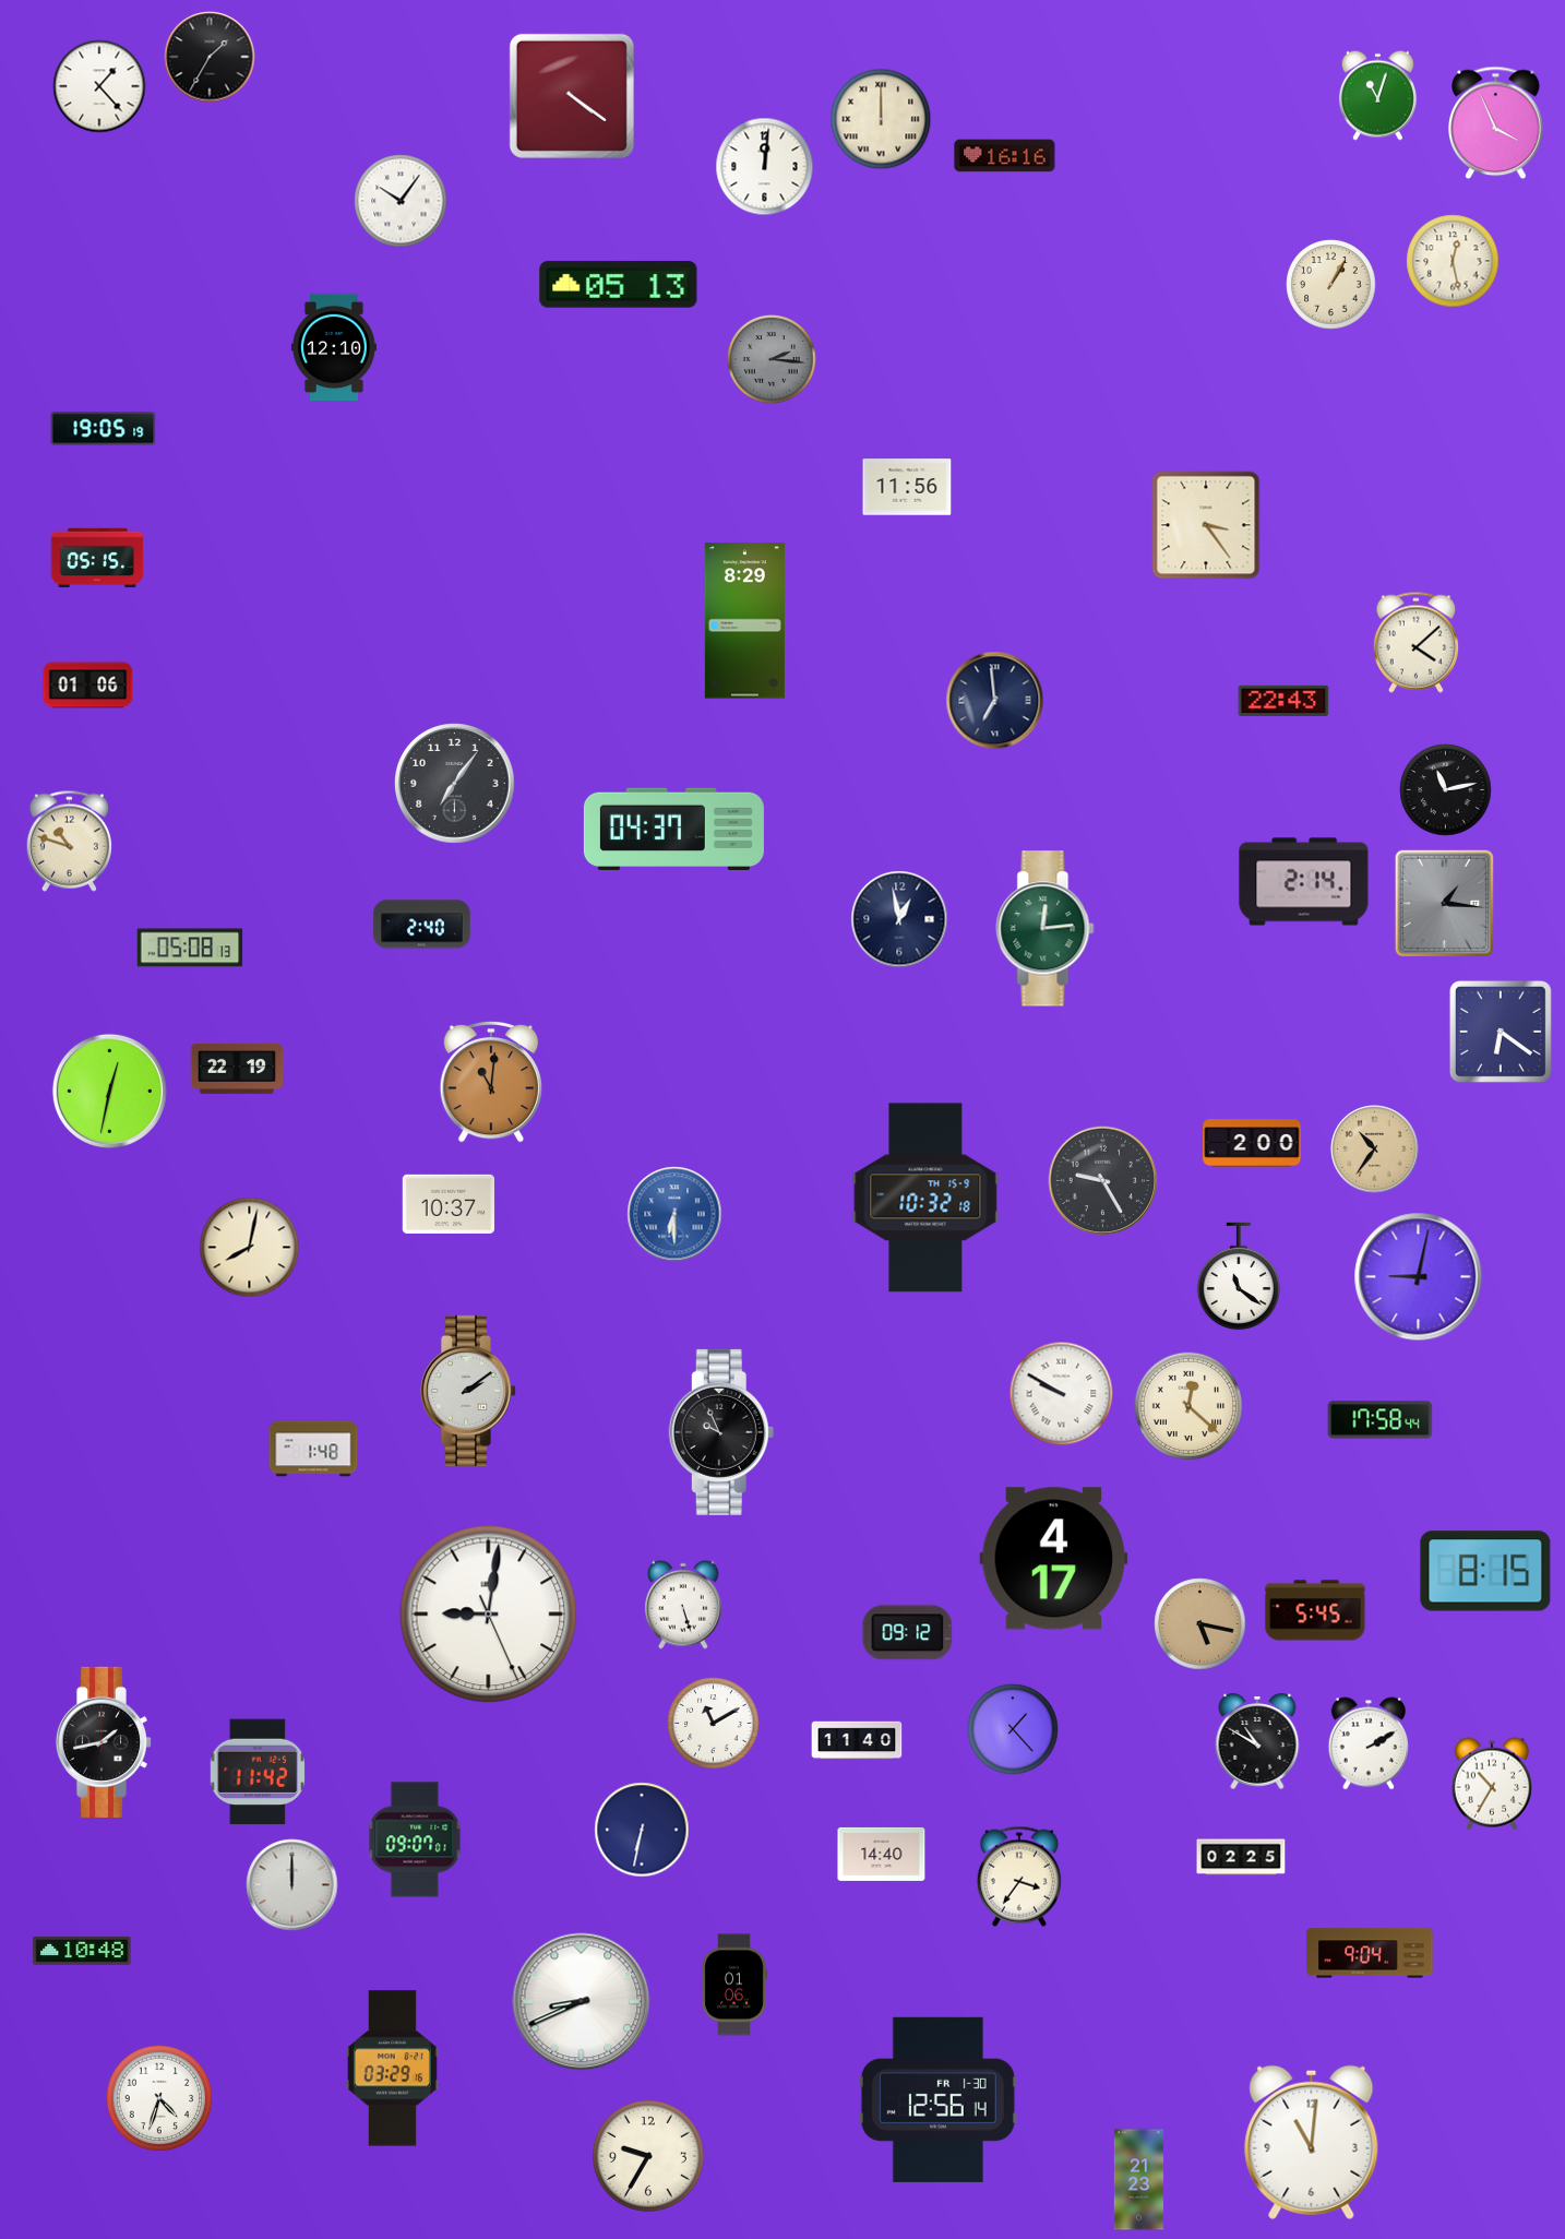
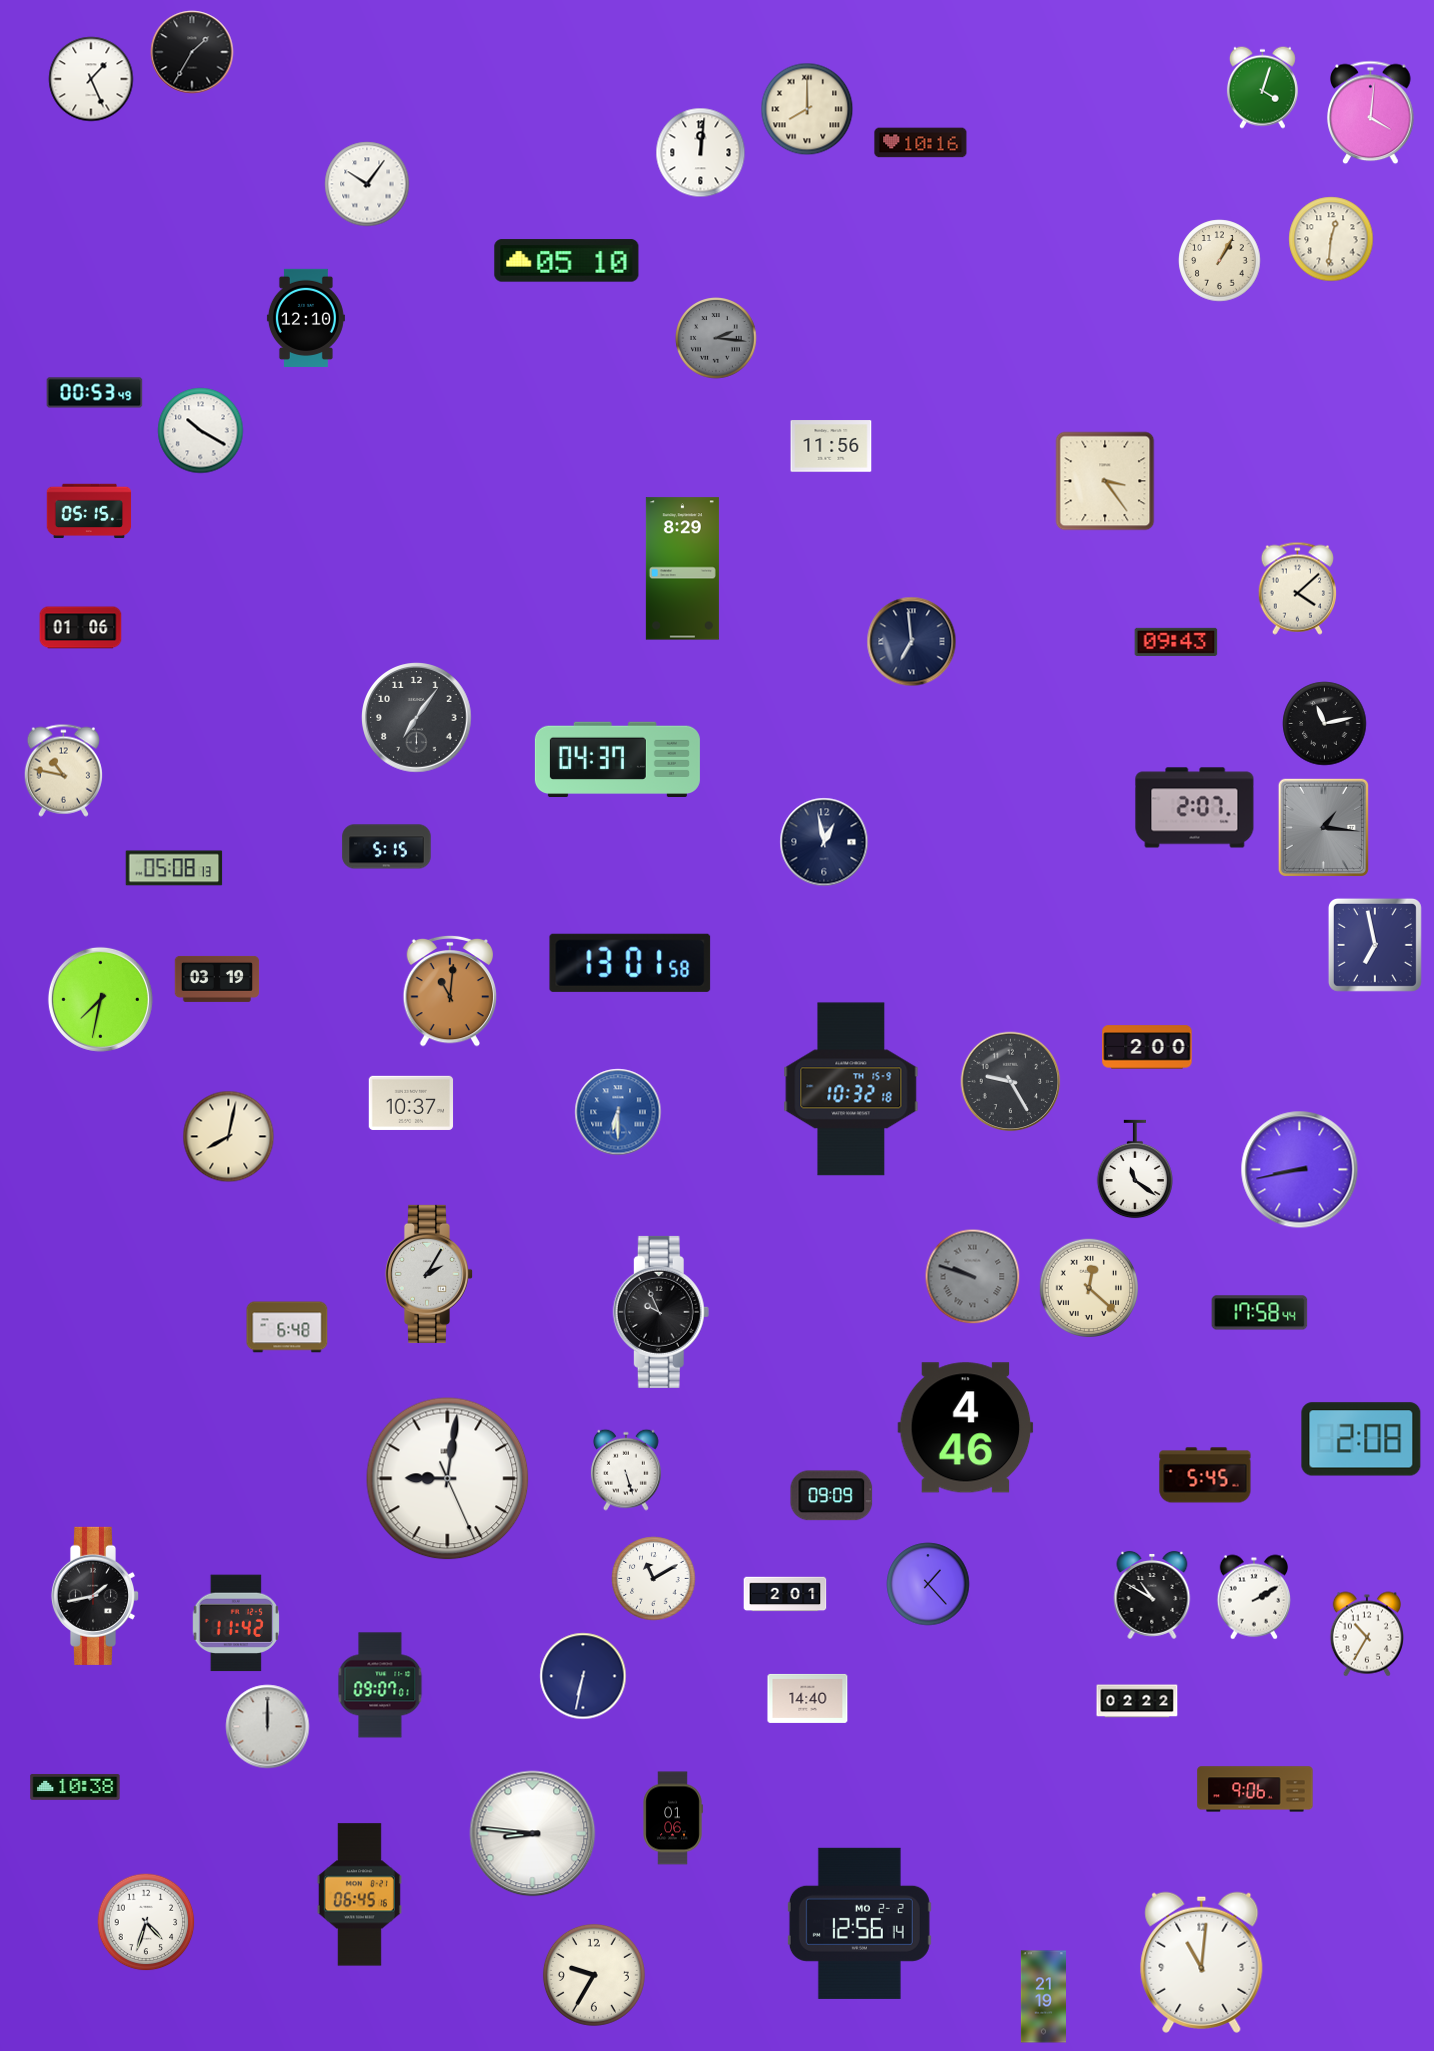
clock at (99, 86): 1:23 -> 1:26
clock at (1377, 95): 11:03 -> 4:03
clock at (572, 96): 4:21 -> none
clock at (881, 119): 12:00 -> 8:00
clock at (1496, 123): 3:56 -> 4:01
clock at (1005, 156): 16:16 -> 10:16
clock at (1453, 261): 12:28 -> 12:31
clock at (619, 285): 05:13 -> 05:10
clock at (773, 360) position: (773, 360) -> (717, 339)
clock at (104, 429): 19:05 -> 00:53
clock at (201, 431): none -> 10:20
clock at (1283, 701): 22:43 -> 09:43
clock at (69, 841): 10:48 -> 10:47
clock at (1304, 882): 2:14 -> 2:07
clock at (422, 925): 2:40 -> 5:15
clock at (1046, 929): 12:14 -> none
clock at (1501, 1032): 6:21 -> 6:58
clock at (630, 963): none -> 13:01
clock at (237, 1069): 22:19 -> 03:19
clock at (109, 1091): 12:32 -> 7:32
clock at (1375, 1150): 10:36 -> none
clock at (925, 1198) position: (925, 1198) -> (851, 1089)
clock at (250, 1248) position: (250, 1248) -> (229, 1137)
clock at (1419, 1277): 9:02 -> 8:43
clock at (467, 1391): 2:09 -> 2:05
clock at (1062, 1394): 9:50 -> 9:48
clock at (1062, 1394) dial: white -> grey
clock at (1381, 1420) position: (1381, 1420) -> (1260, 1313)
clock at (313, 1449): 1:48 -> 6:48
clock at (1054, 1559): 4:17 -> 4:46
clock at (1485, 1571): 8:15 -> 2:08
clock at (1200, 1624): 5:17 -> none
clock at (908, 1633): 09:12 -> 09:09
clock at (857, 1740): 11:40 -> 2:01
clock at (642, 1830) position: (642, 1830) -> (583, 1676)
clock at (1241, 1857): 02:25 -> 02:22
clock at (1019, 1877): 3:36 -> none
clock at (82, 1951): 10:48 -> 10:38
clock at (1370, 1953): 9:04 -> 9:06
clock at (582, 2002): 8:41 -> 8:46
clock at (392, 2069): 03:29 -> 06:45
clock at (937, 2099) date: FR 1-30 -> MO 2-2
clock at (1138, 2180): 21:23 -> 21:19
